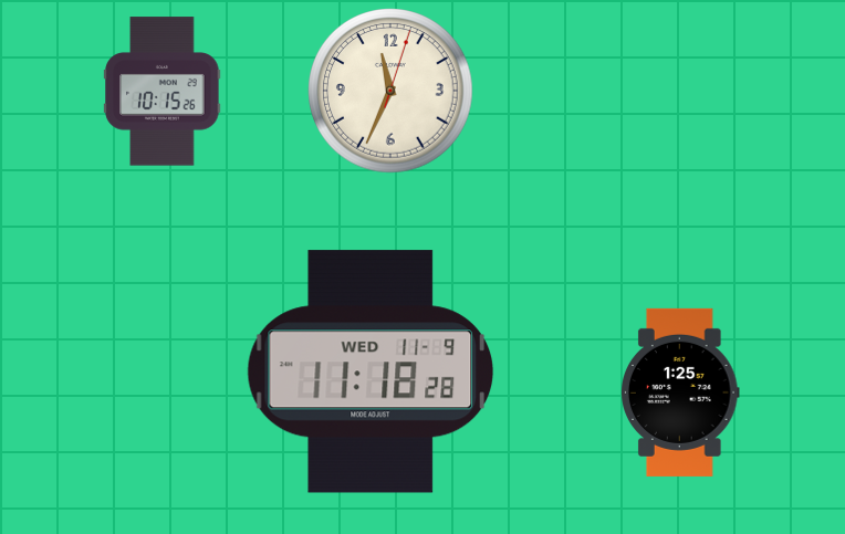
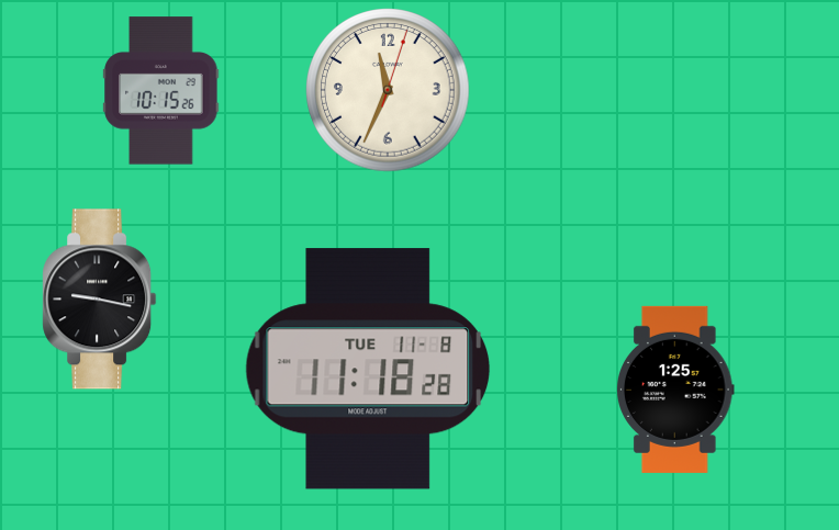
clock at (100, 300): none -> 9:17
clock at (371, 371) date: WED 11-9 -> TUE 11-8
